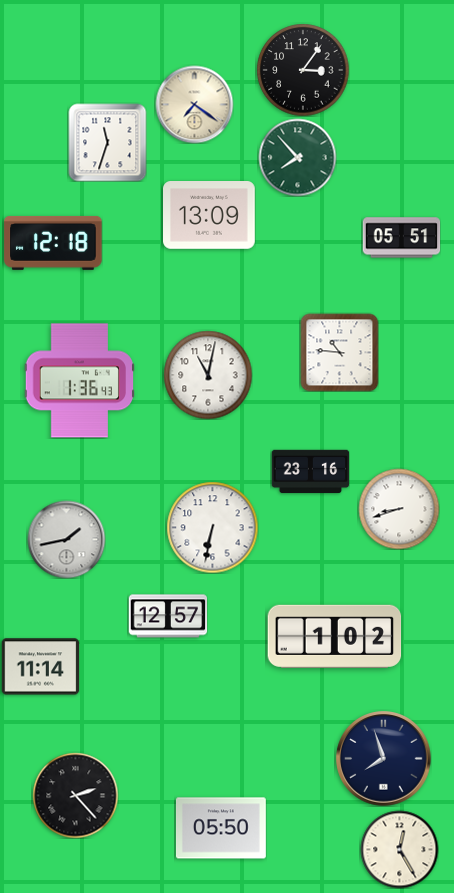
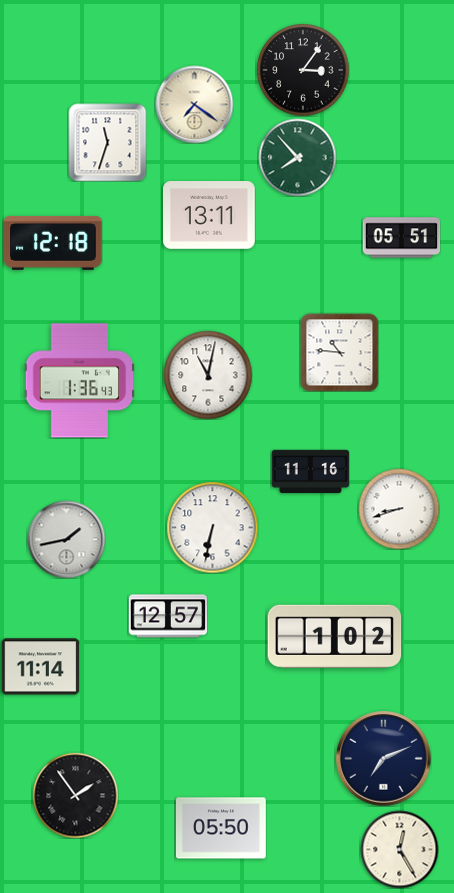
clock at (210, 216): 13:09 -> 13:11
clock at (310, 472): 23:16 -> 11:16
clock at (384, 759): 7:57 -> 7:11
clock at (75, 795): 2:23 -> 1:54
